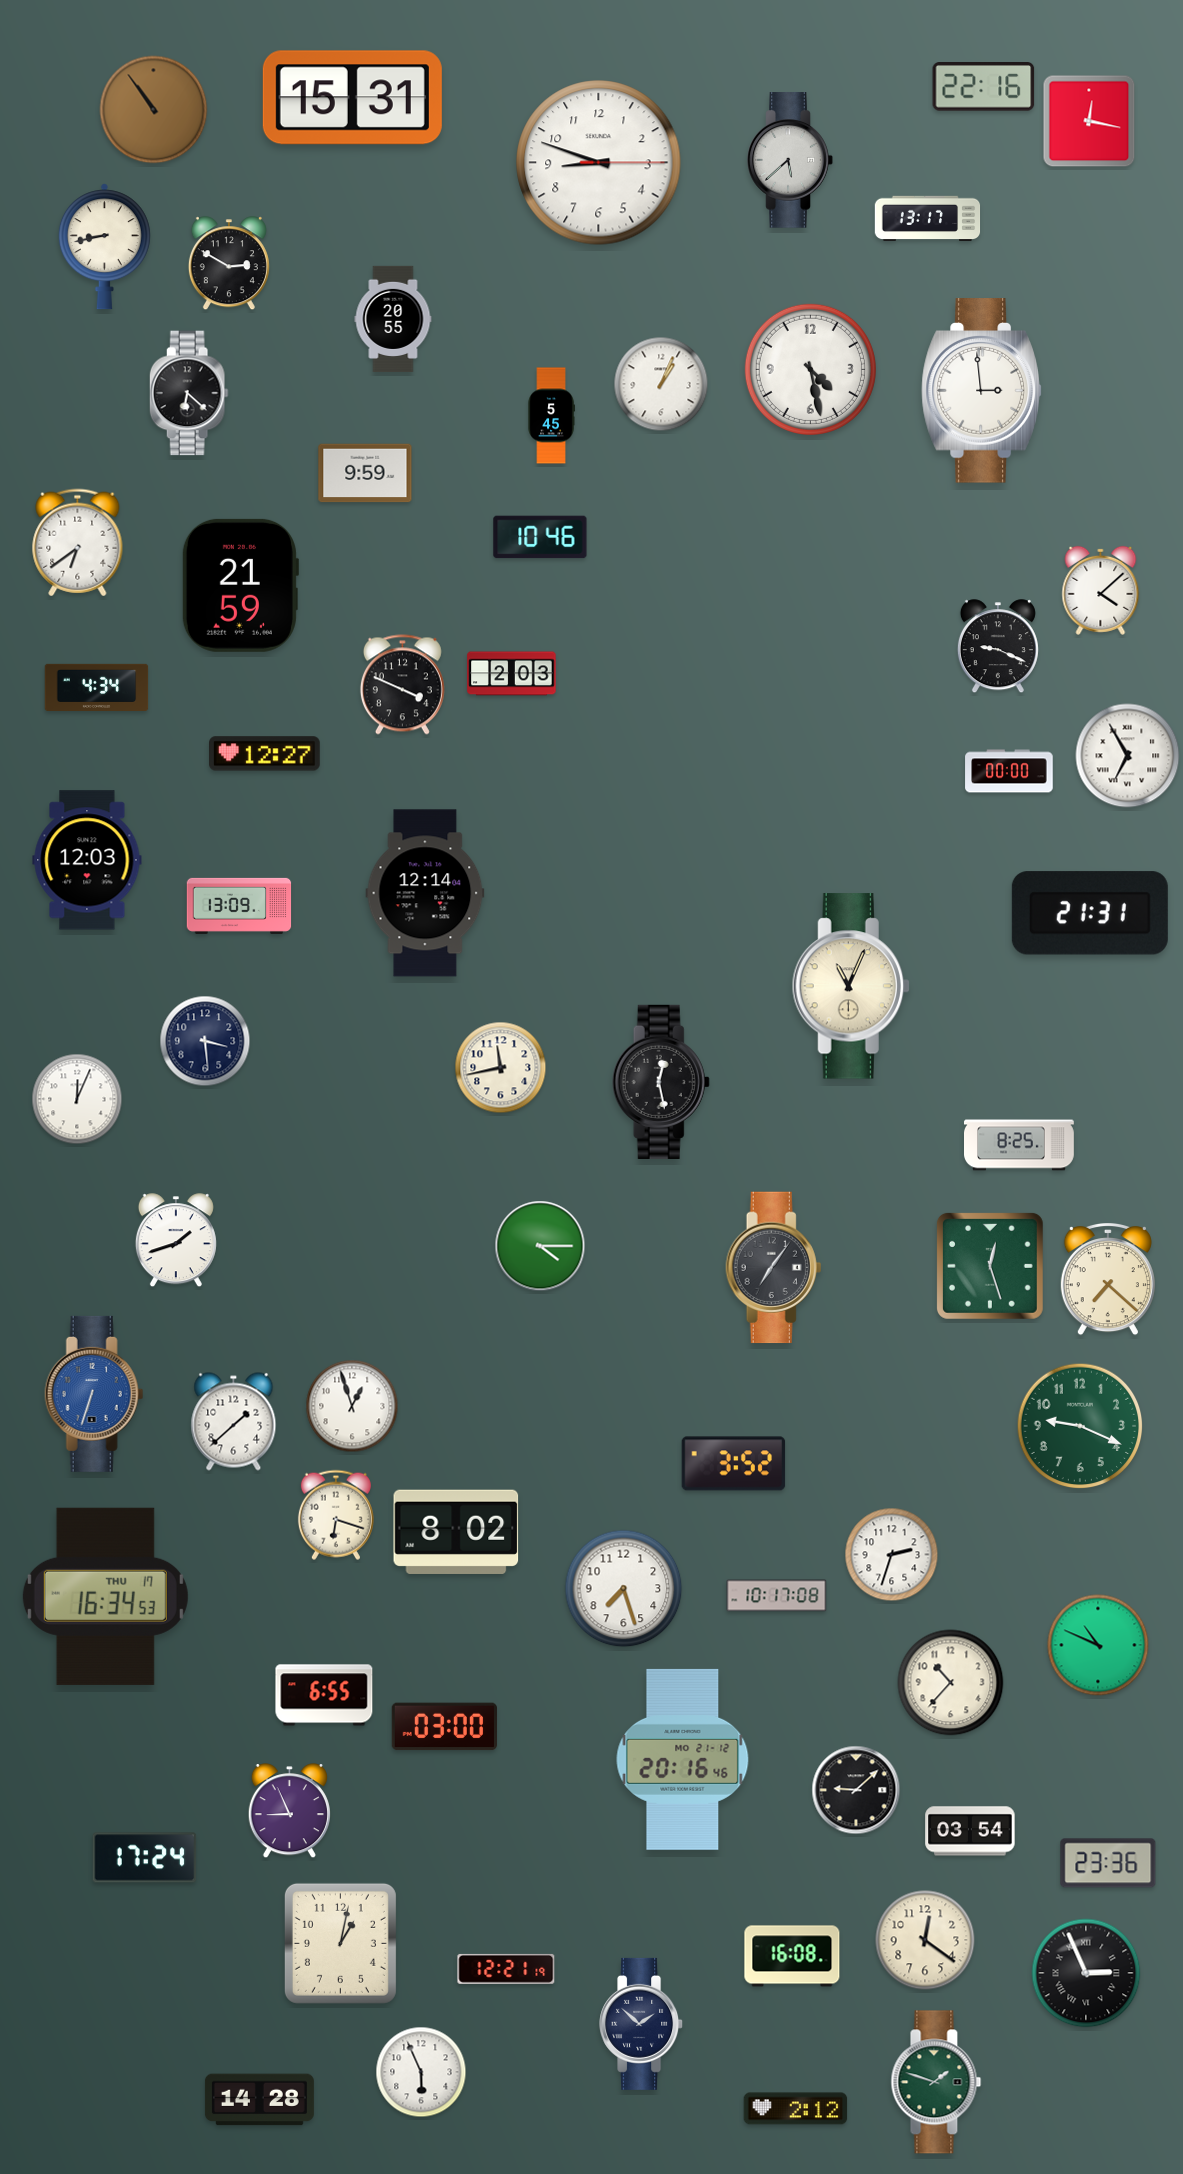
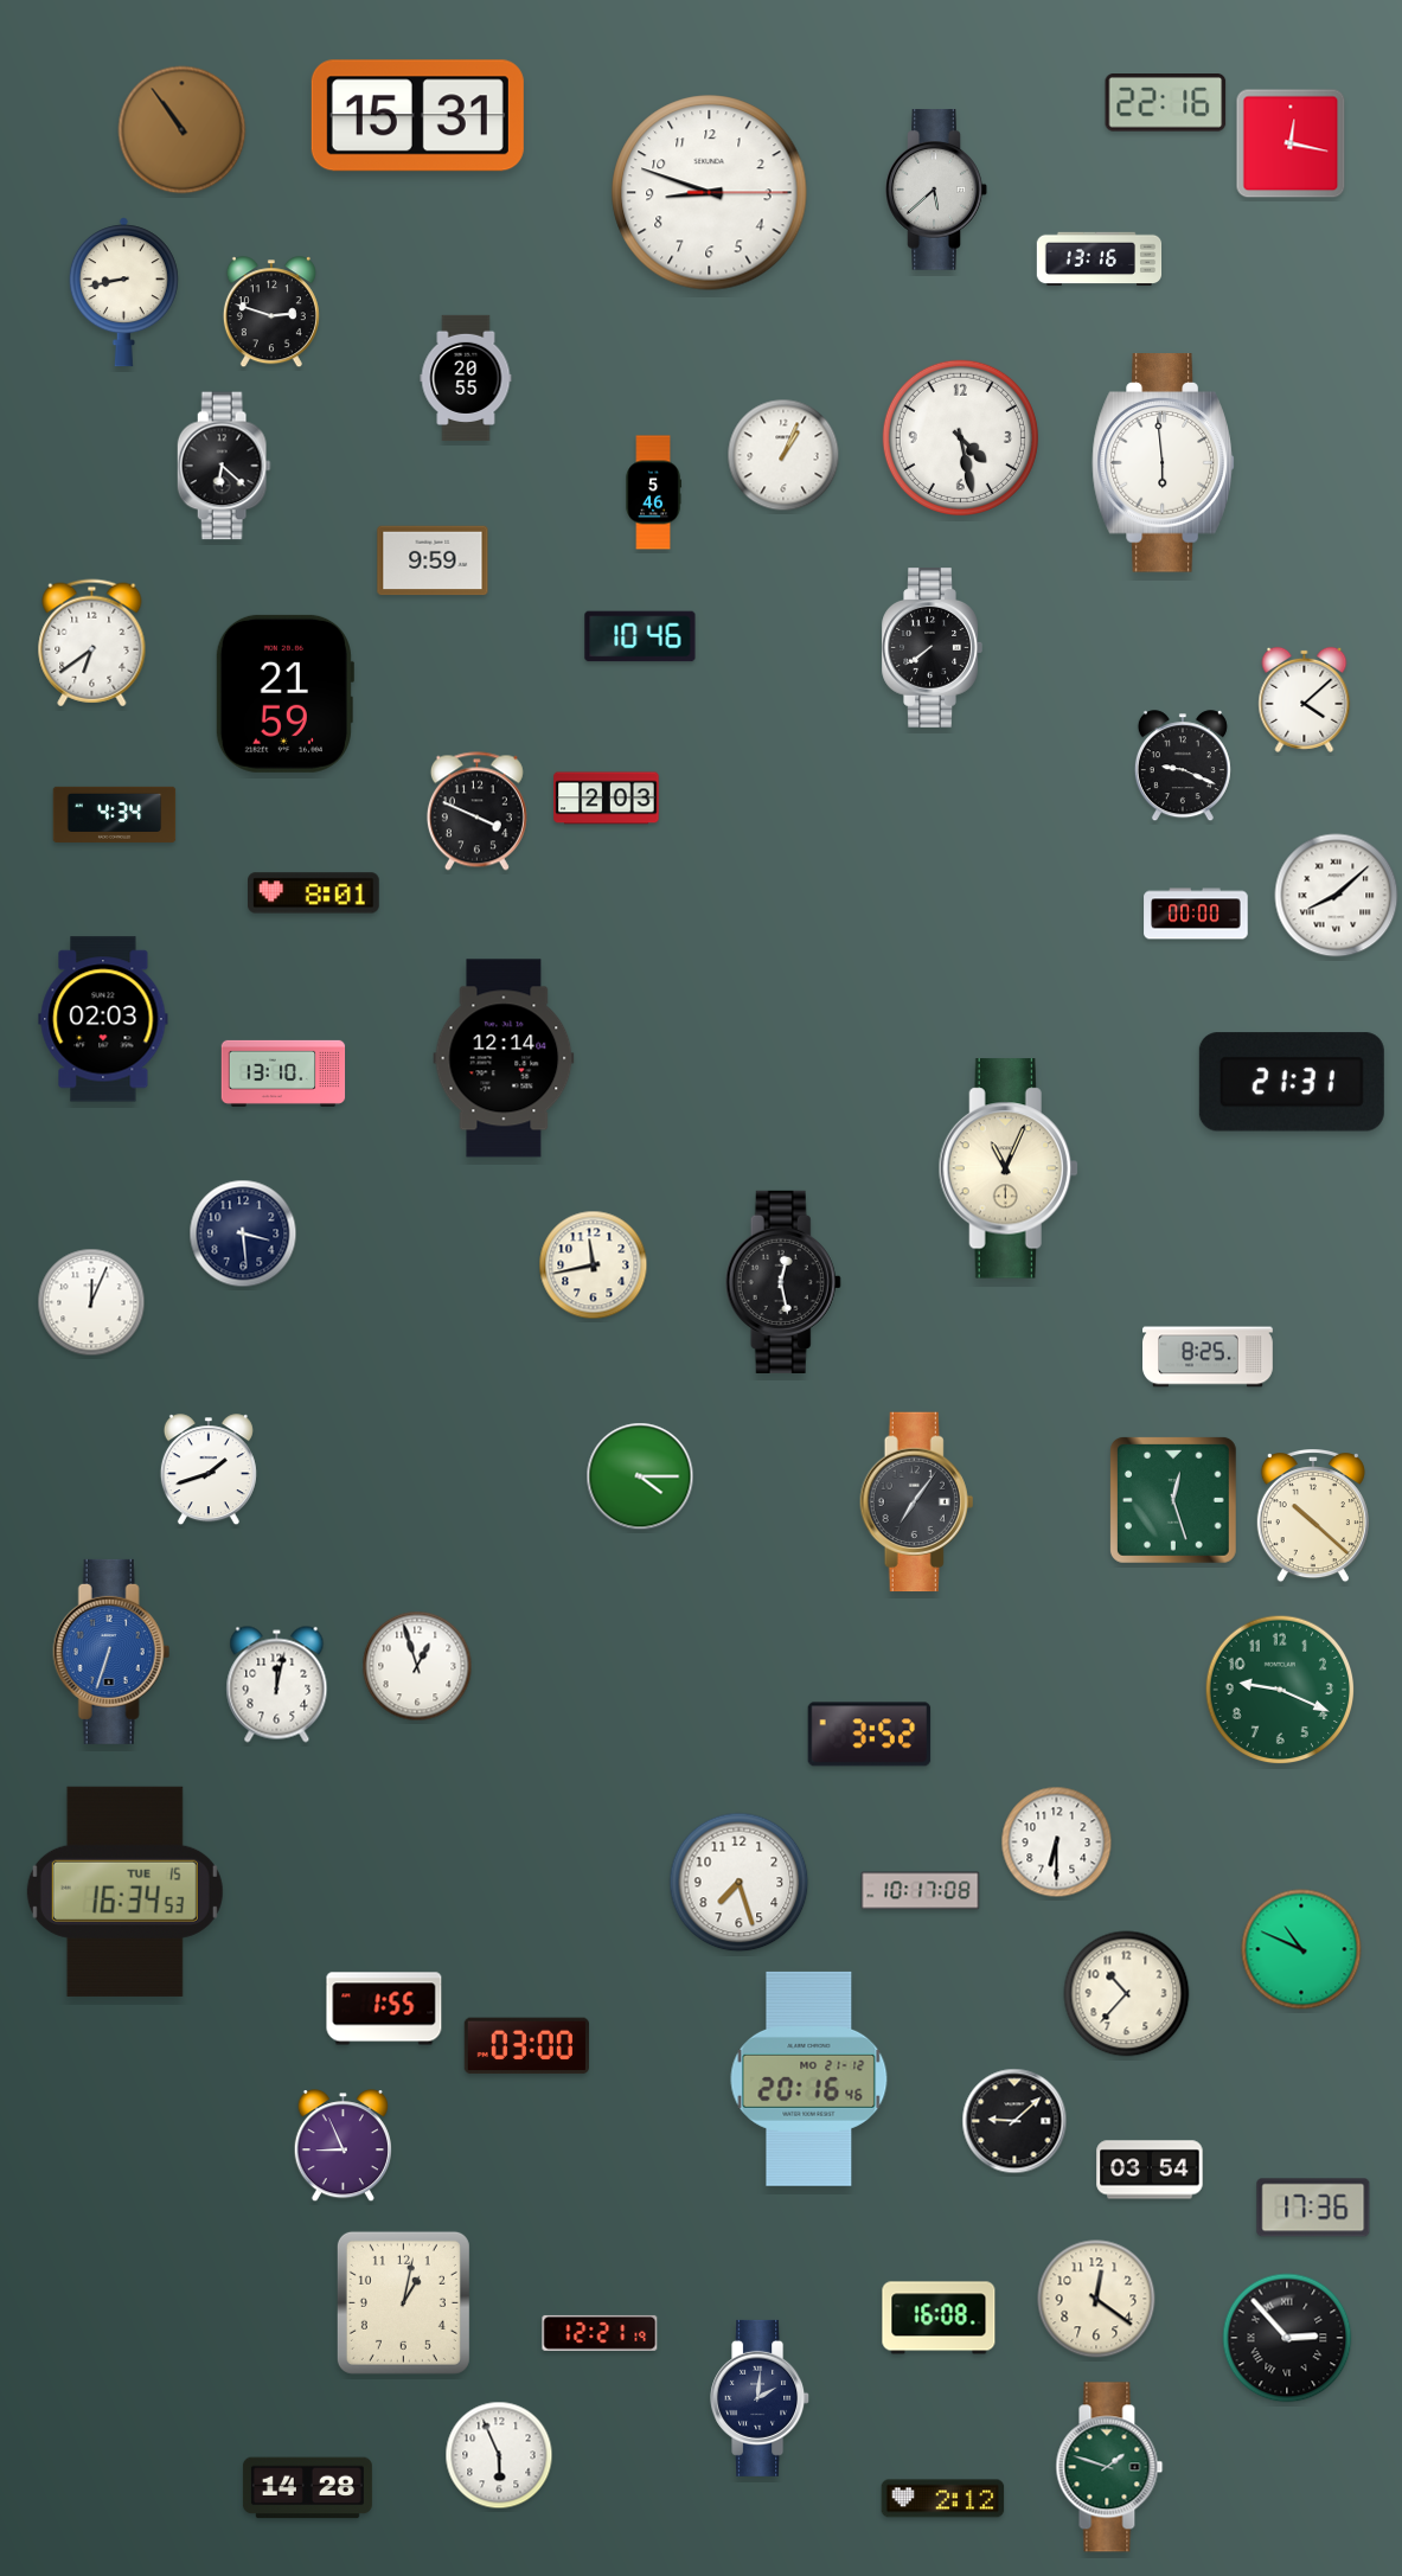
clock at (928, 219): 13:17 -> 13:16
clock at (229, 264): 2:50 -> 2:48
clock at (982, 391): 2:59 -> 5:59
clock at (551, 416): 5:45 -> 5:46
clock at (932, 648): none -> 7:39
clock at (265, 754): 12:27 -> 8:01
clock at (1128, 756): 6:55 -> 8:08
clock at (87, 860): 12:03 -> 02:03
clock at (239, 906): 13:09 -> 13:10
clock at (1108, 1280): 7:22 -> 10:22
clock at (234, 1422): 1:38 -> 12:02
clock at (336, 1515): 6:18 -> none
clock at (456, 1532): 8:02 -> none
clock at (892, 1555): 2:33 -> 6:30
clock at (105, 1596) date: THU 17 -> TUE 15
clock at (324, 1695): 6:55 -> 1:55
clock at (683, 1759) position: (683, 1759) -> (809, 2078)
clock at (145, 1858): 17:24 -> none
clock at (1108, 1863): 23:36 -> 17:36
clock at (1086, 1973): 2:56 -> 2:53
clock at (642, 2024): 1:52 -> 2:01
